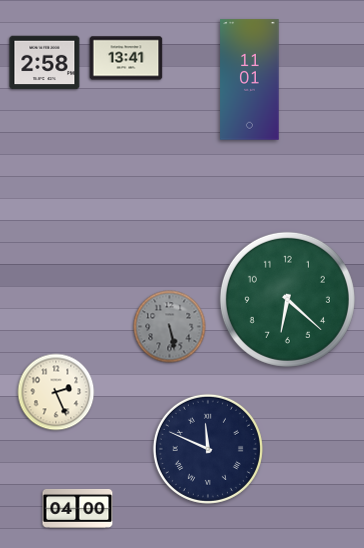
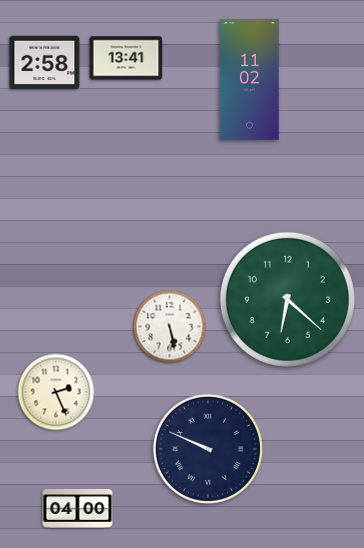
clock at (250, 80): 11:01 -> 11:02
clock at (170, 327) dial: grey -> white
clock at (208, 449): 11:49 -> 9:49
